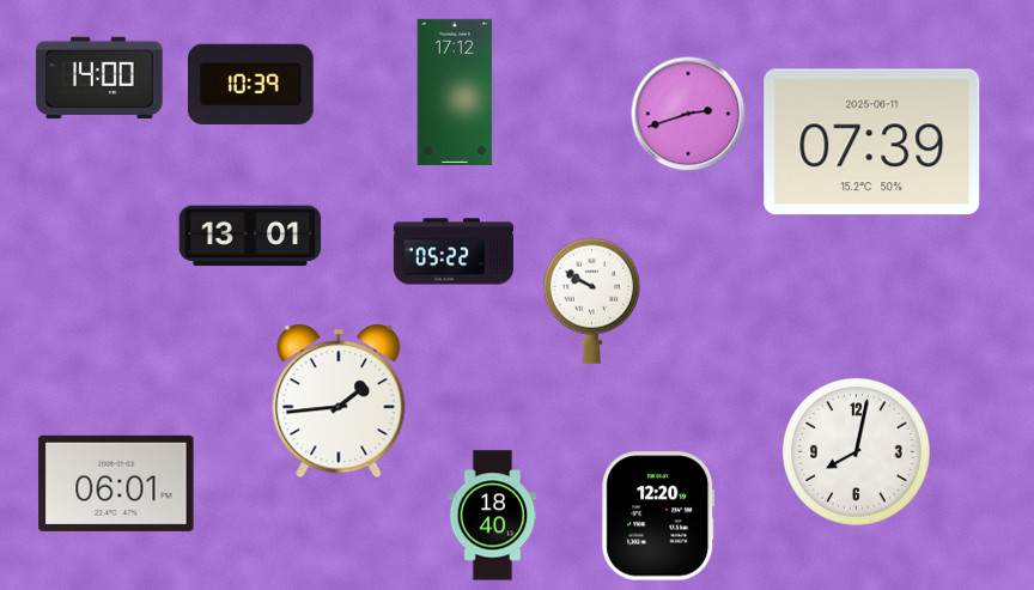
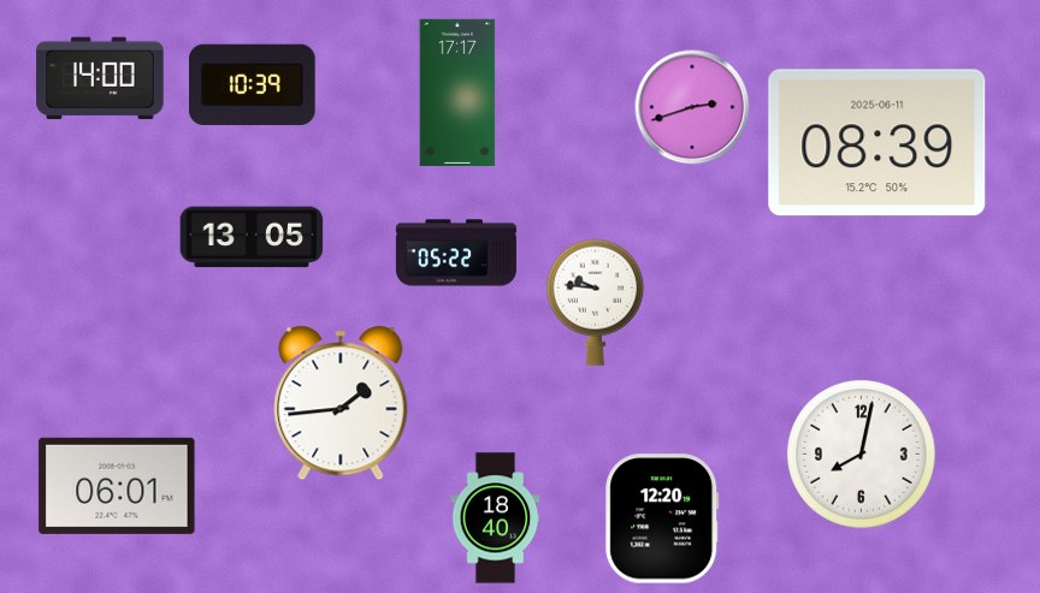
clock at (455, 92): 17:12 -> 17:17
clock at (688, 114) position: (688, 114) -> (692, 107)
clock at (872, 142): 07:39 -> 08:39
clock at (250, 236): 13:01 -> 13:05
clock at (591, 300): 9:50 -> 9:46
